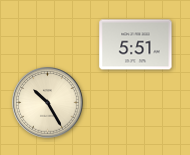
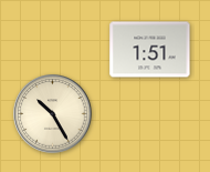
clock at (136, 45): 5:51 -> 1:51
